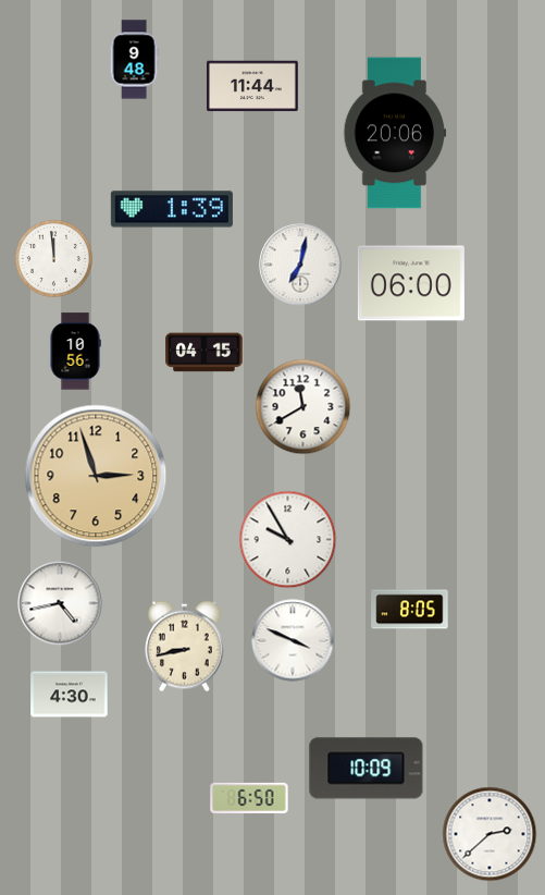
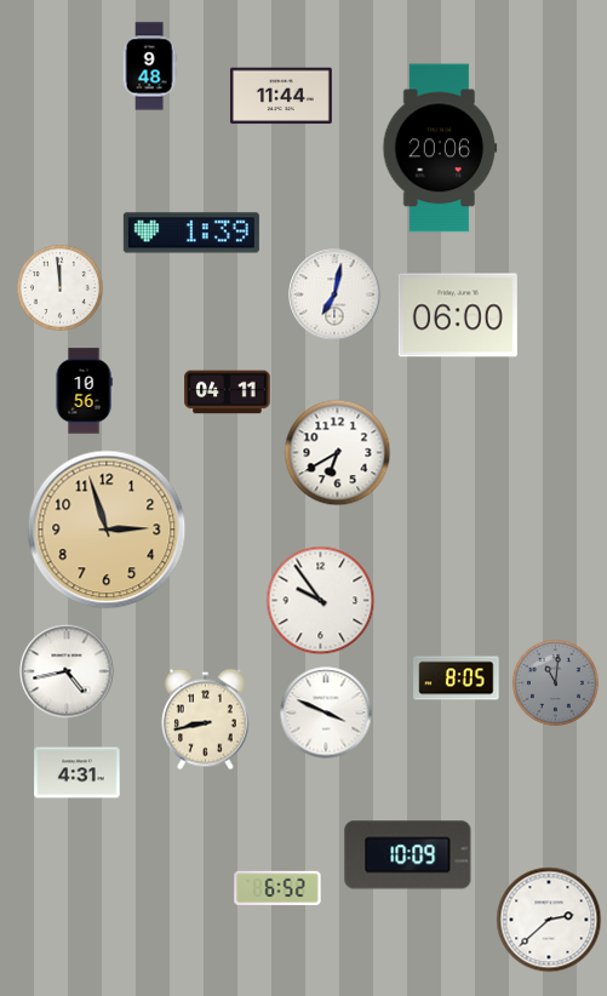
clock at (205, 353): 04:15 -> 04:11
clock at (304, 407): 11:40 -> 6:40
clock at (288, 540): 9:55 -> 9:54
clock at (555, 682): none -> 11:01
clock at (70, 695): 4:30 -> 4:31
clock at (249, 798): 6:50 -> 6:52
clock at (490, 834) position: (490, 834) -> (549, 920)
